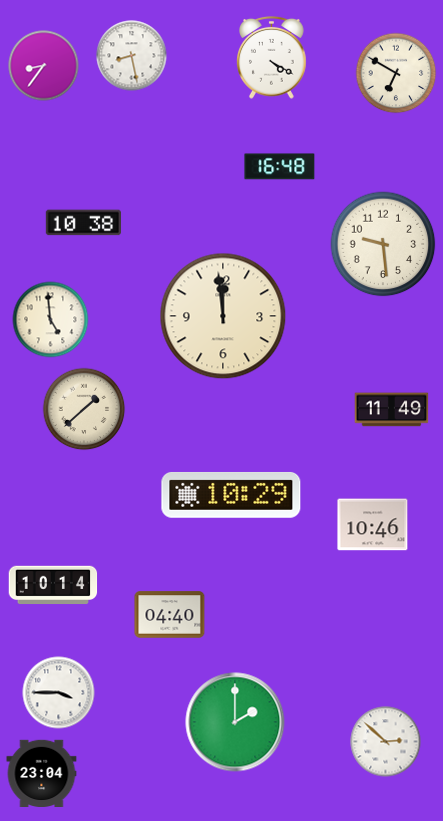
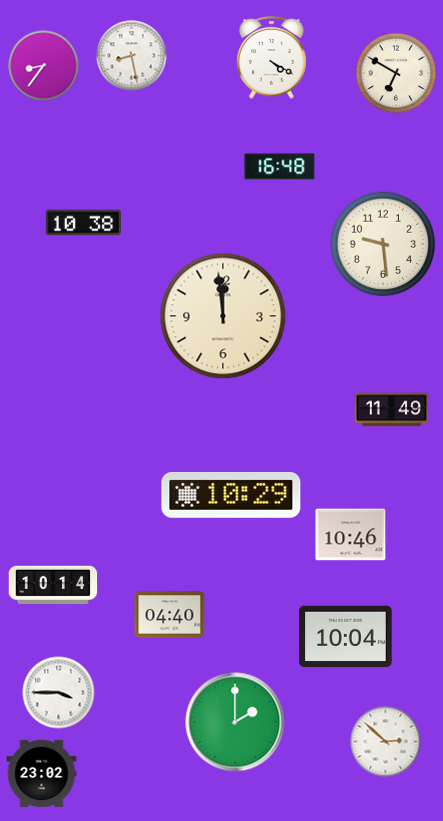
clock at (51, 320): 4:59 -> none
clock at (84, 409): 1:38 -> none
clock at (373, 525) position: (373, 525) -> (351, 535)
clock at (346, 637): none -> 10:04
clock at (42, 774): 23:04 -> 23:02
